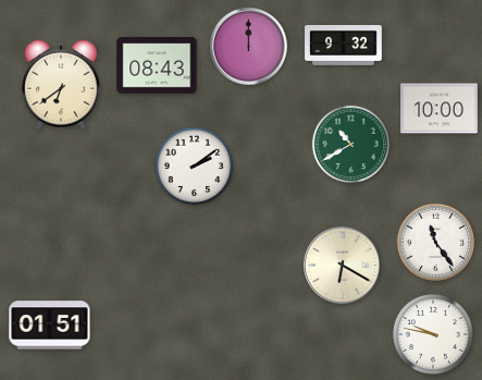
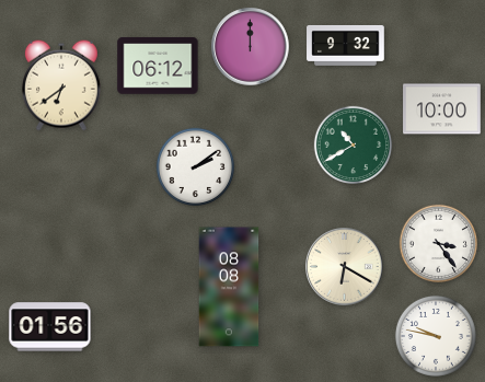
clock at (157, 65): 08:43 -> 06:12
clock at (435, 242): 11:24 -> 3:24
clock at (229, 287): none -> 08:08
clock at (50, 326): 01:51 -> 01:56
